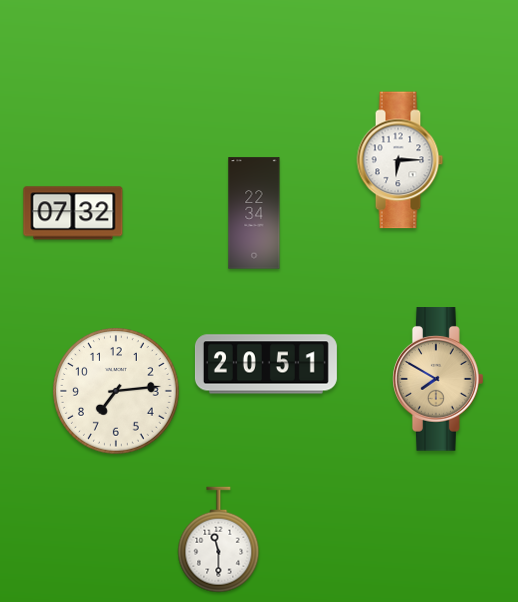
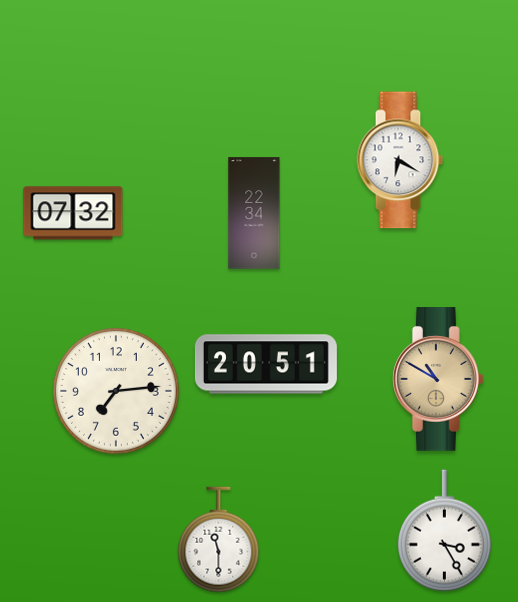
clock at (400, 160): 6:15 -> 6:20
clock at (439, 379): 7:50 -> 10:50
clock at (444, 531): none -> 3:25
